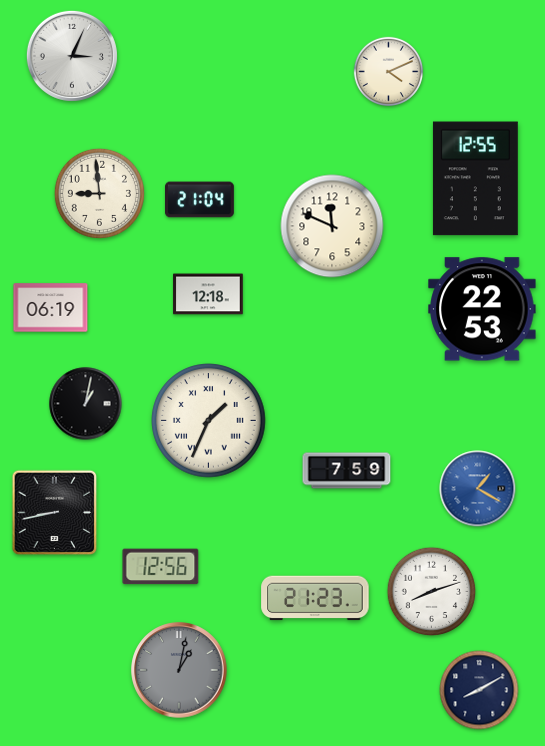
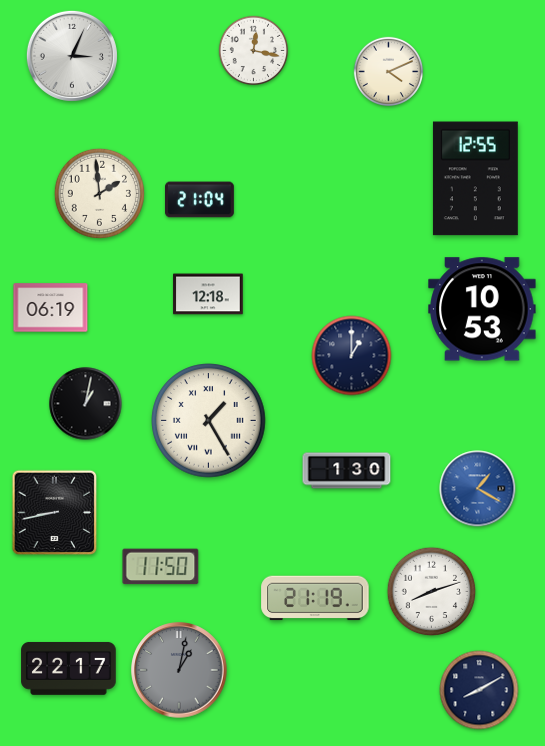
clock at (253, 50): none -> 12:17
clock at (99, 193): 8:59 -> 1:59
clock at (332, 226): 11:49 -> none
clock at (482, 309): 22:53 -> 10:53
clock at (352, 356): none -> 1:00
clock at (209, 421): 1:34 -> 1:25
clock at (347, 471): 7:59 -> 1:30
clock at (161, 567): 12:56 -> 11:50
clock at (315, 598): 21:23 -> 21:19
clock at (69, 668): none -> 22:17
